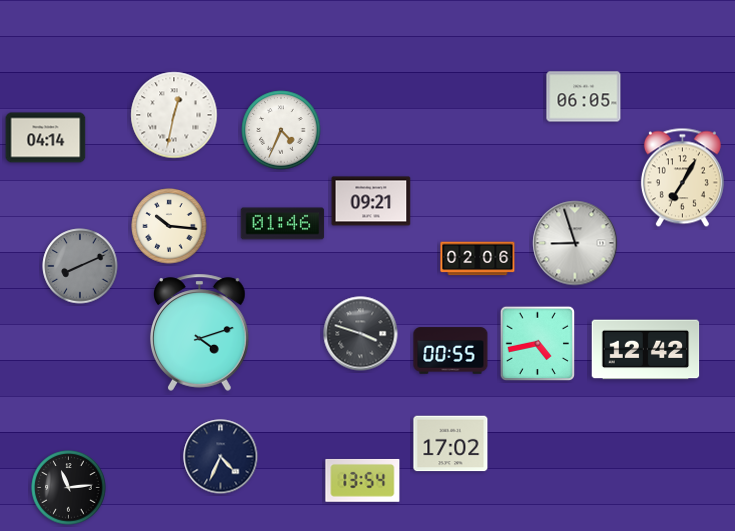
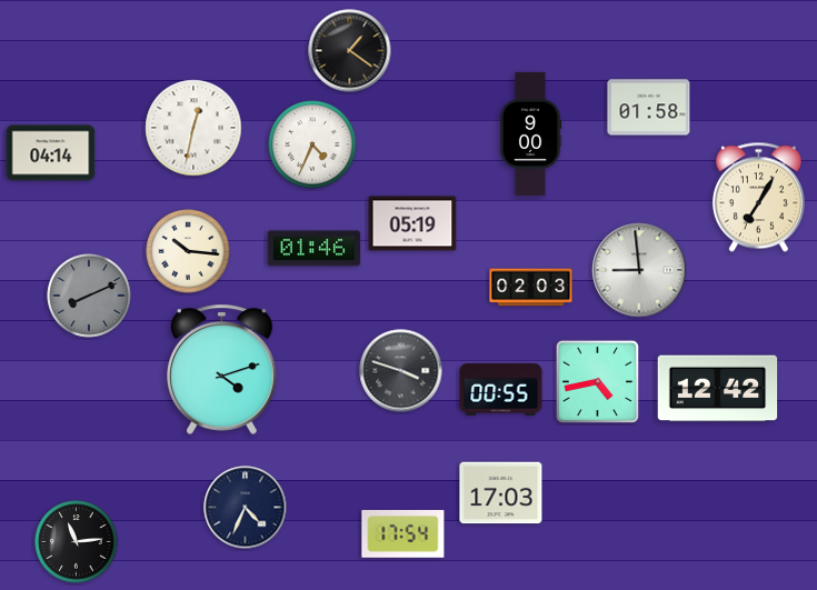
clock at (350, 51): none -> 1:21
clock at (584, 97): 06:05 -> 01:58
clock at (530, 133): none -> 9:00
clock at (371, 201): 09:21 -> 05:19
clock at (575, 243): 8:57 -> 8:59
clock at (478, 259): 02:06 -> 02:03
clock at (451, 444): 17:02 -> 17:03
clock at (363, 480): 13:54 -> 17:54
